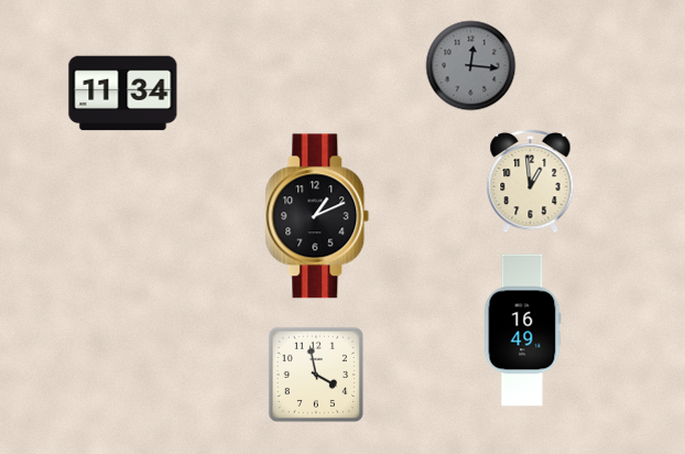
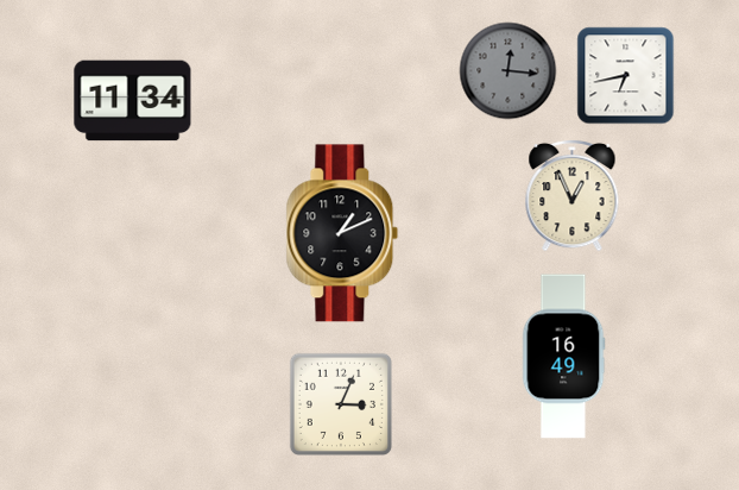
clock at (626, 76): none -> 6:43
clock at (531, 181): 12:59 -> 12:56
clock at (316, 375): 3:58 -> 3:04
